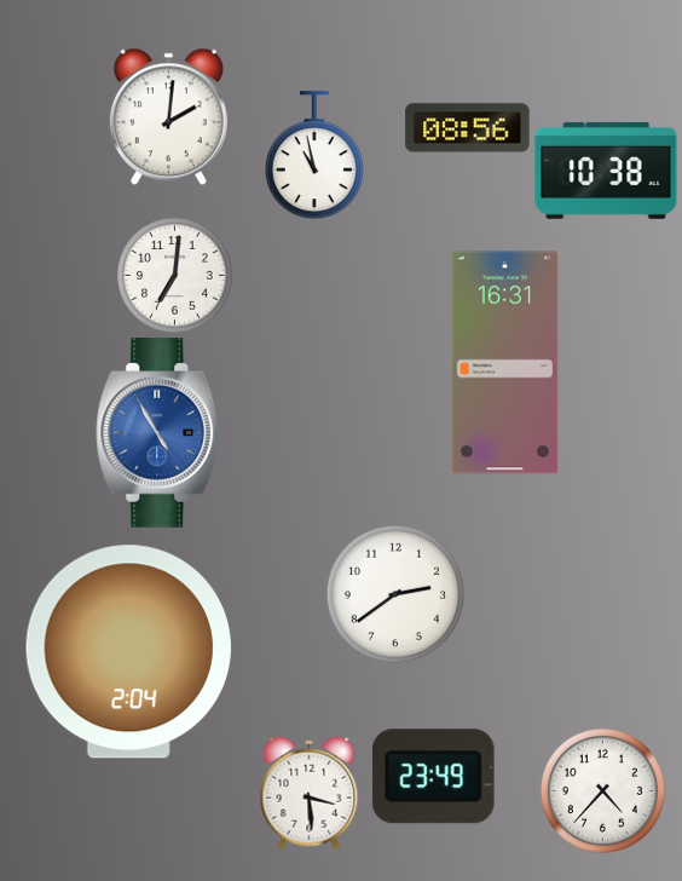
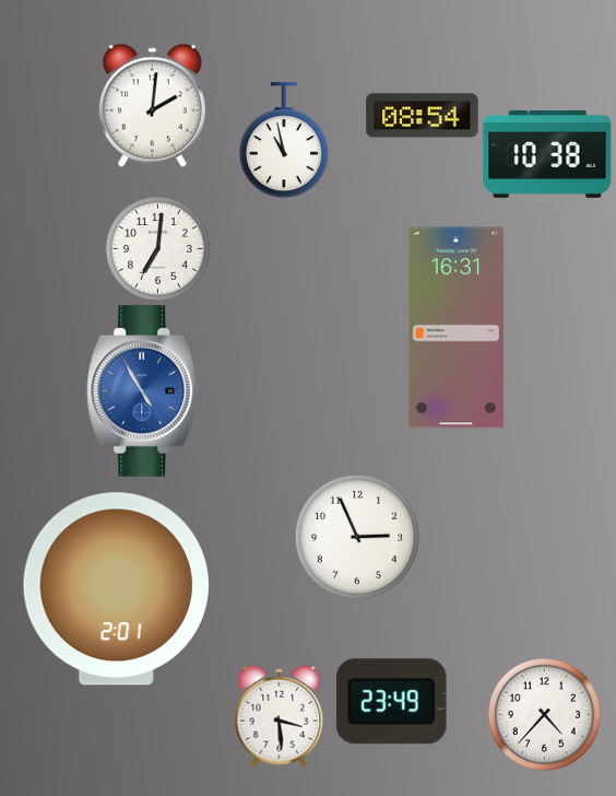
clock at (468, 128): 08:56 -> 08:54
clock at (394, 593): 2:39 -> 2:56
clock at (128, 652): 2:04 -> 2:01
